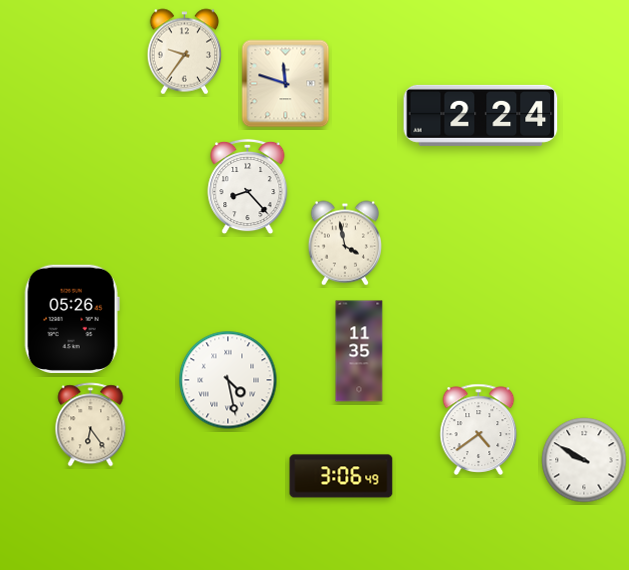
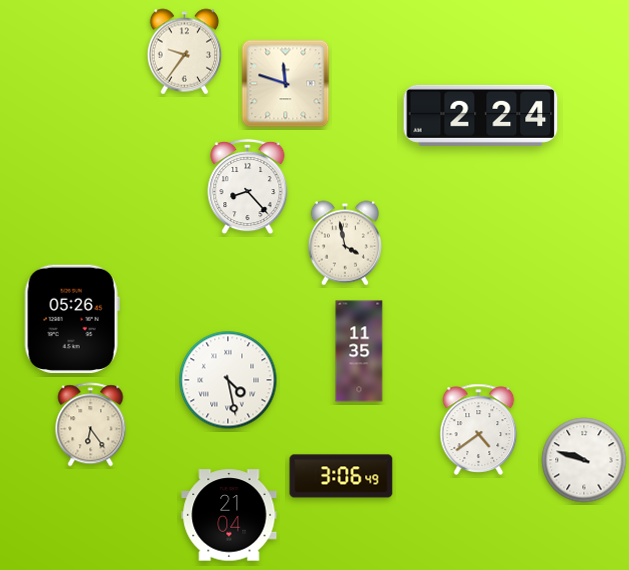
clock at (584, 460): 9:50 -> 9:48
clock at (229, 515): none -> 21:04
